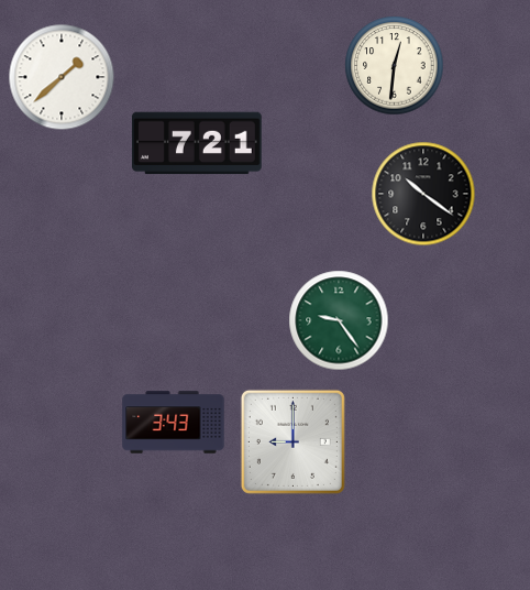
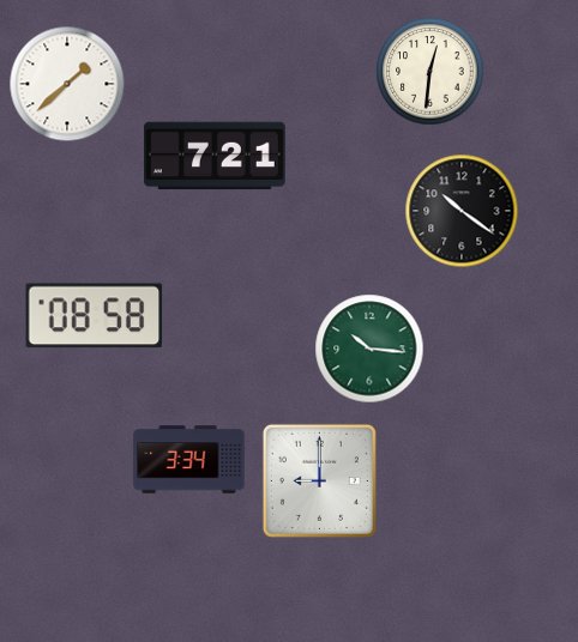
clock at (95, 316): none -> 08:58
clock at (339, 320): 9:24 -> 10:16
clock at (174, 423): 3:43 -> 3:34
